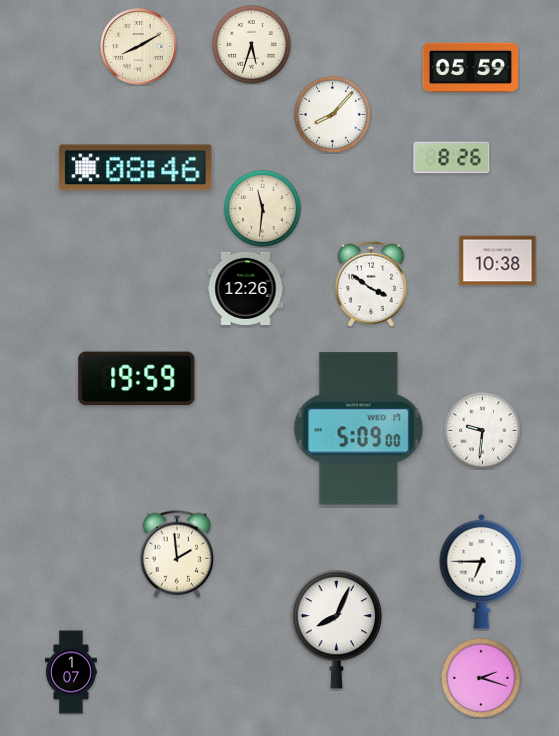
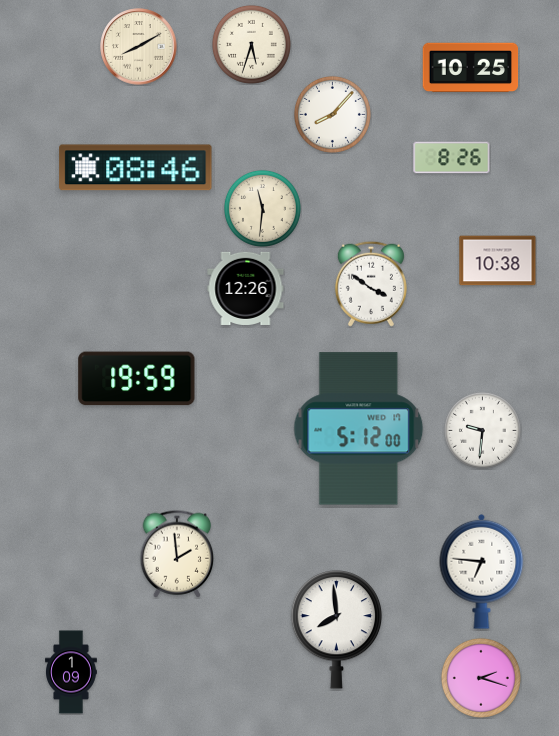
clock at (471, 68): 05:59 -> 10:25
clock at (359, 429): 5:09 -> 5:12
clock at (482, 571): 6:45 -> 6:46
clock at (337, 629): 8:04 -> 7:59
clock at (72, 672): 1:07 -> 1:09
